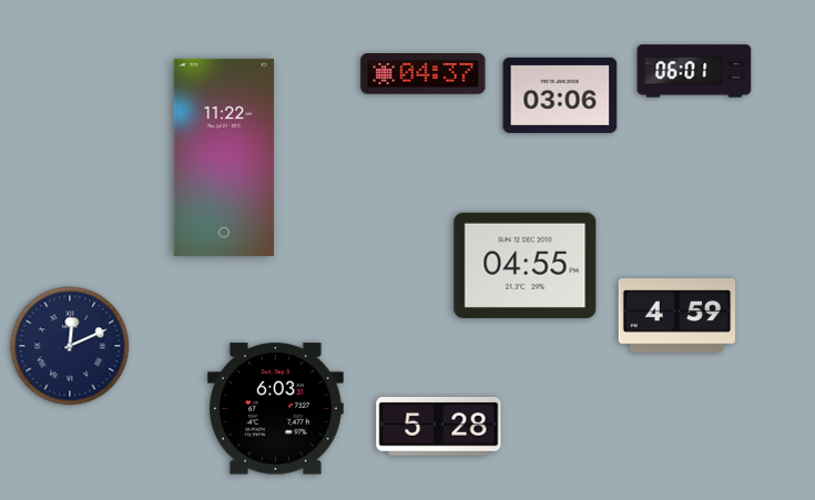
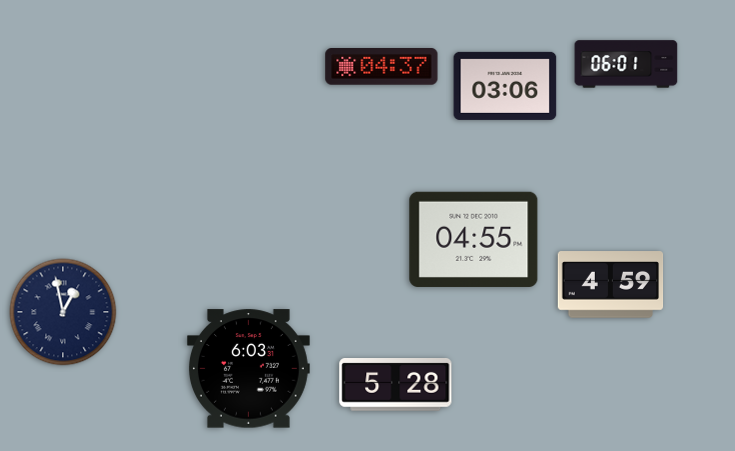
clock at (224, 157): 11:22 -> none
clock at (70, 346): 12:11 -> 12:58
